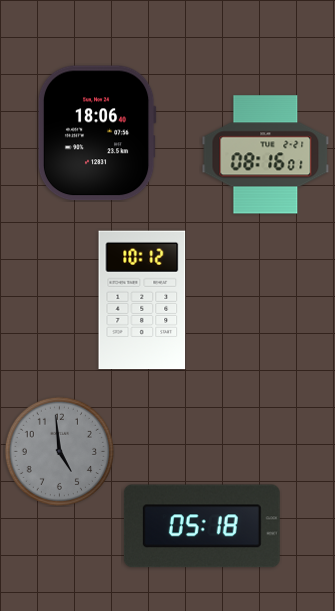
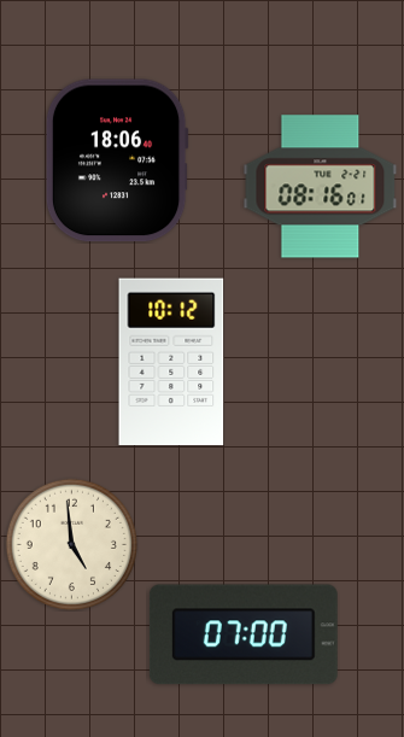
clock at (59, 451) dial: grey -> cream
clock at (202, 526): 05:18 -> 07:00
